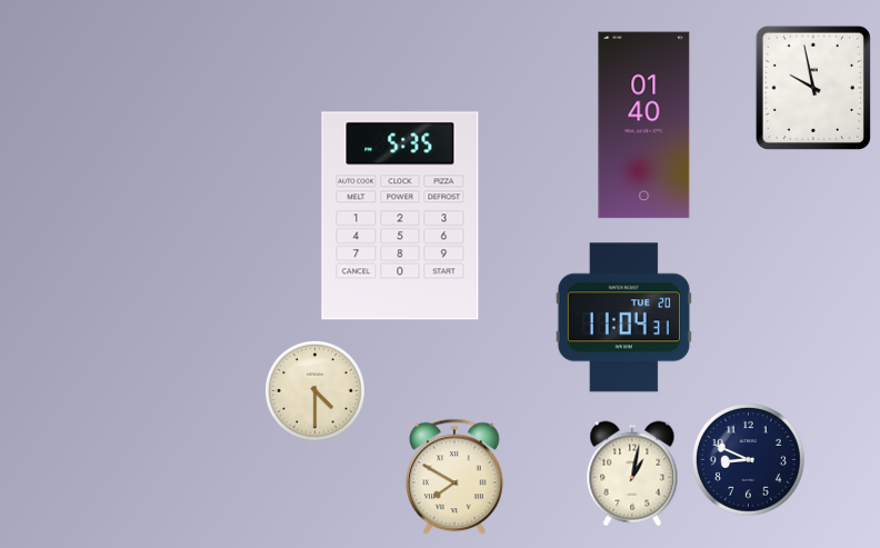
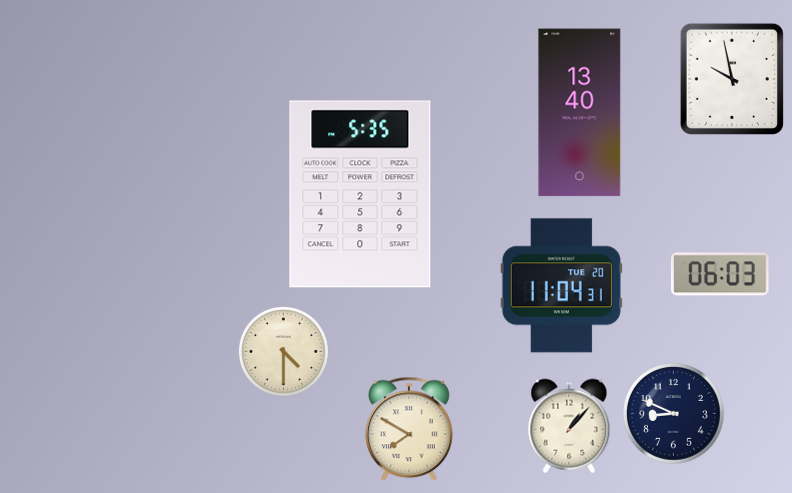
clock at (644, 126): 01:40 -> 13:40
clock at (720, 274): none -> 06:03
clock at (632, 474): 1:02 -> 1:07
